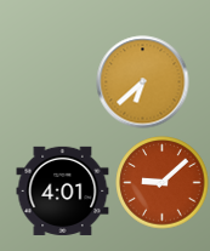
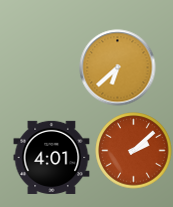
clock at (163, 183): 9:08 -> 2:08
